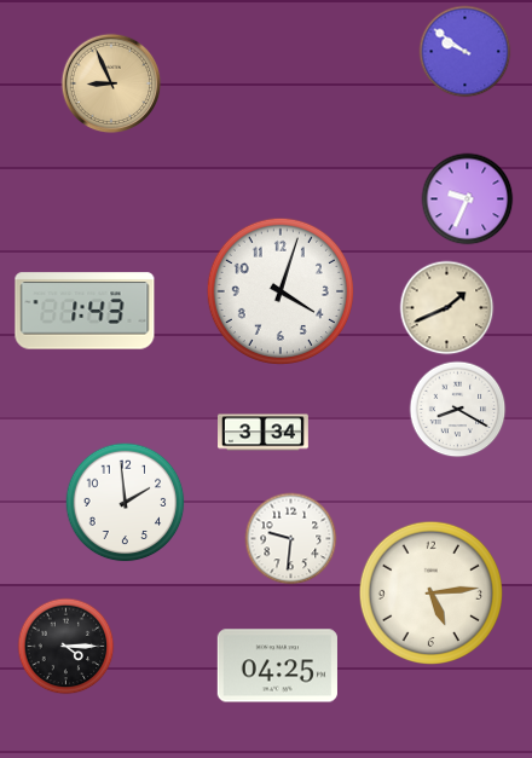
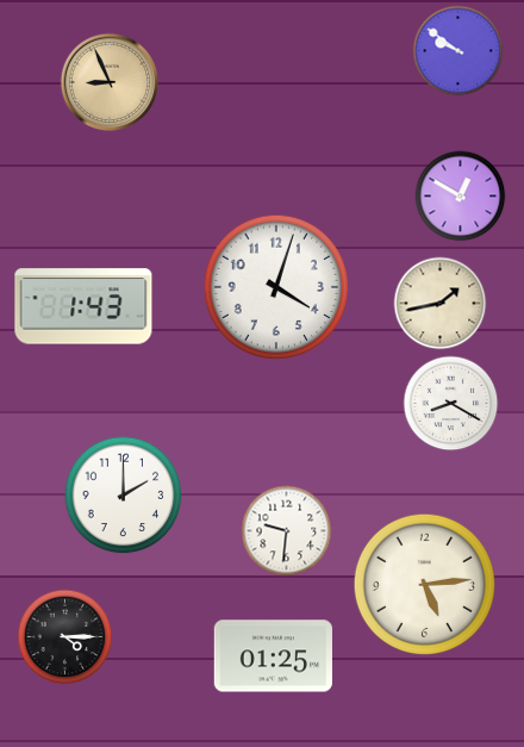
clock at (468, 199): 9:34 -> 12:50
clock at (447, 308): 1:41 -> 1:43
clock at (264, 433): 3:34 -> none
clock at (126, 503): 1:59 -> 2:00
clock at (277, 666): 04:25 -> 01:25
